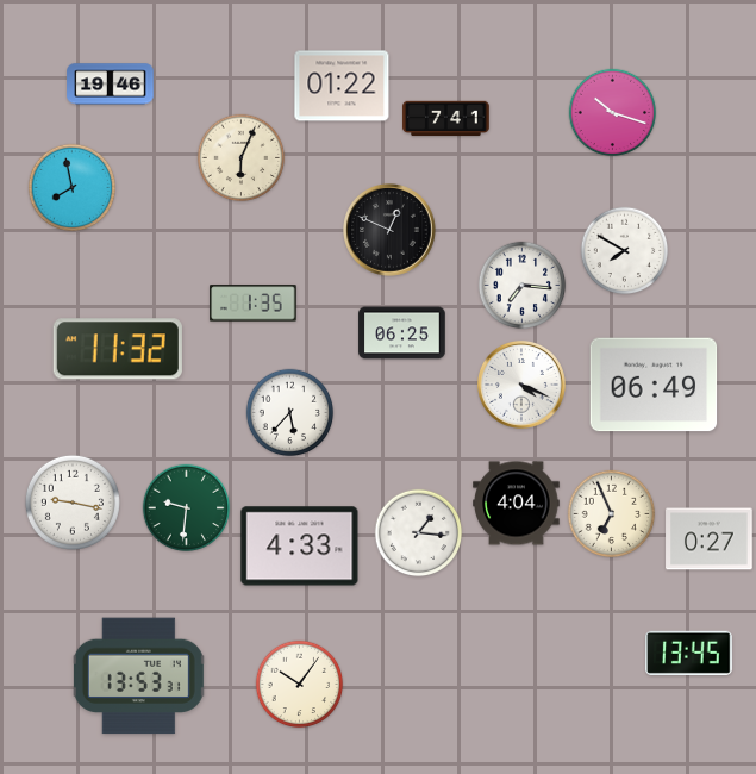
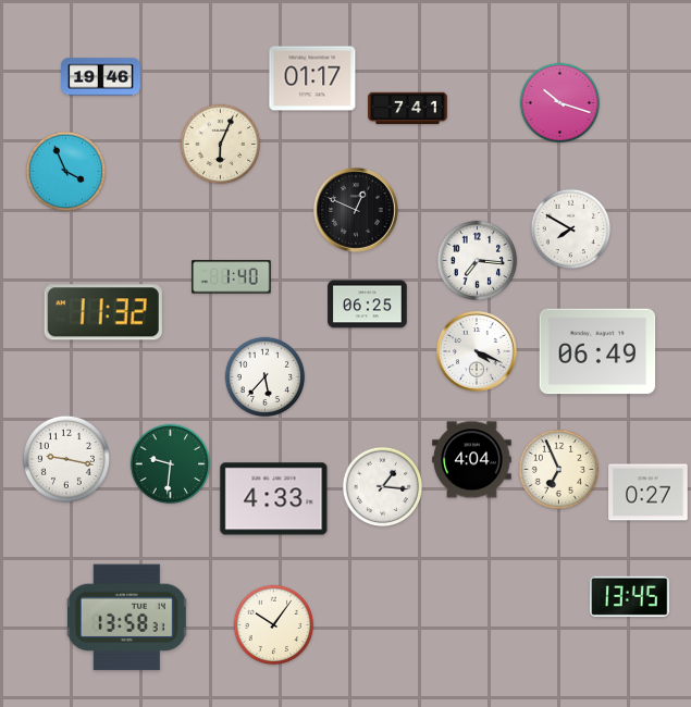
clock at (342, 86): 01:22 -> 01:17
clock at (73, 188): 7:58 -> 3:56
clock at (254, 304): 1:35 -> 1:40
clock at (118, 349) position: (118, 349) -> (103, 312)
clock at (138, 676): 13:53 -> 13:58
